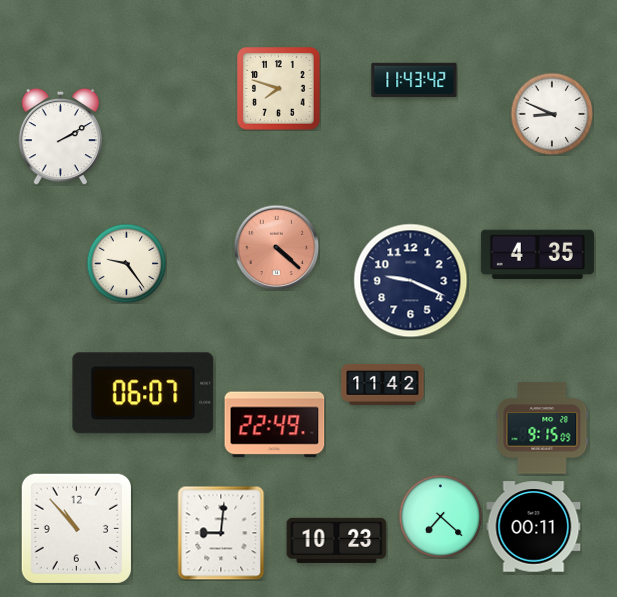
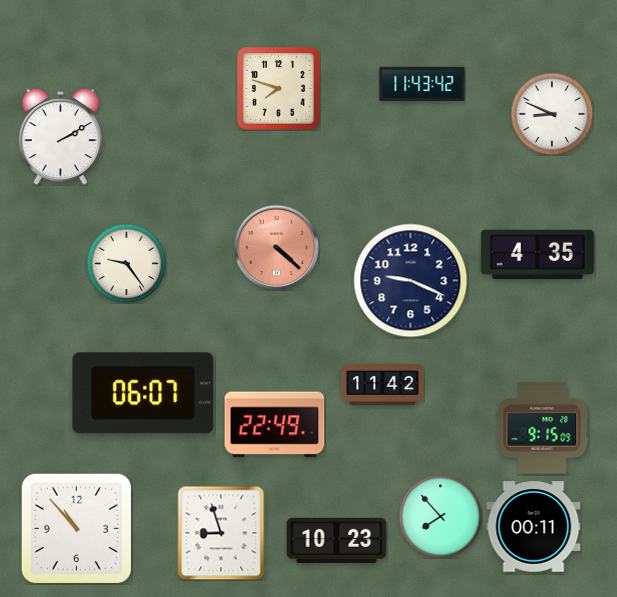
clock at (414, 80) position: (414, 80) -> (422, 84)
clock at (440, 516): 7:22 -> 7:53
clock at (221, 533): 9:01 -> 8:57
